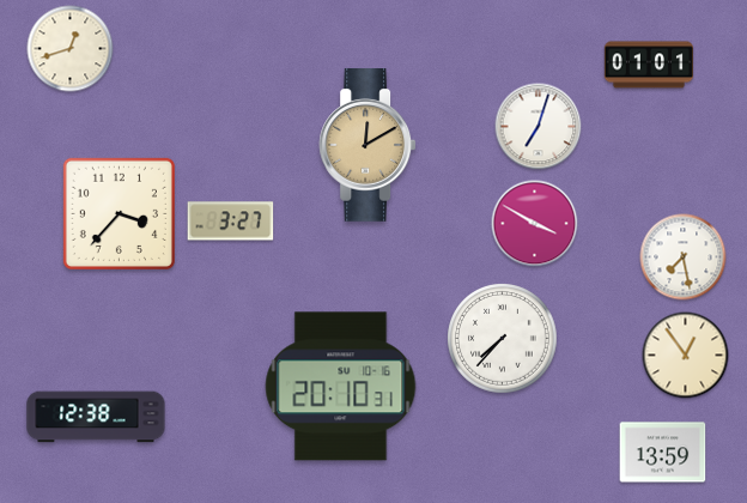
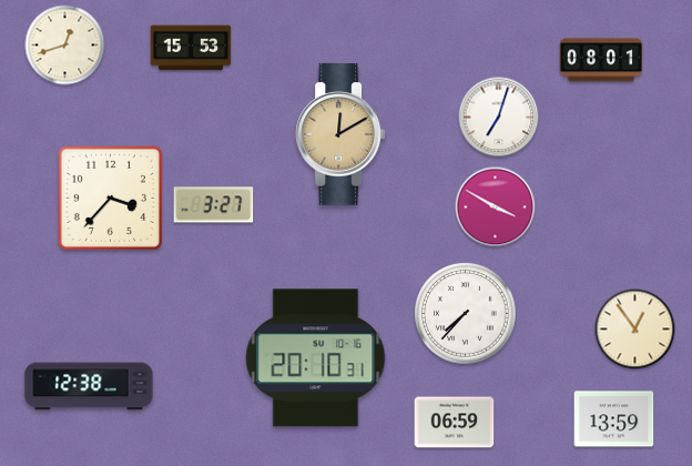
clock at (191, 48): none -> 15:53
clock at (648, 65): 01:01 -> 08:01
clock at (684, 257): 7:28 -> none
clock at (455, 423): none -> 06:59
